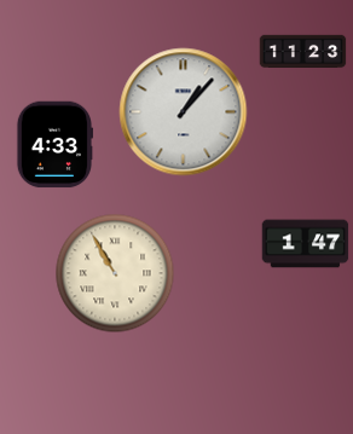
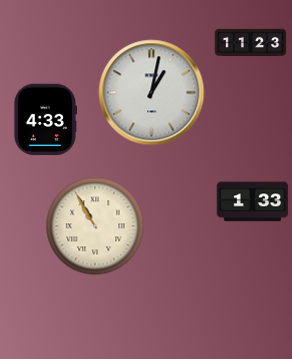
clock at (184, 112): 1:07 -> 1:02
clock at (306, 244): 1:47 -> 1:33
